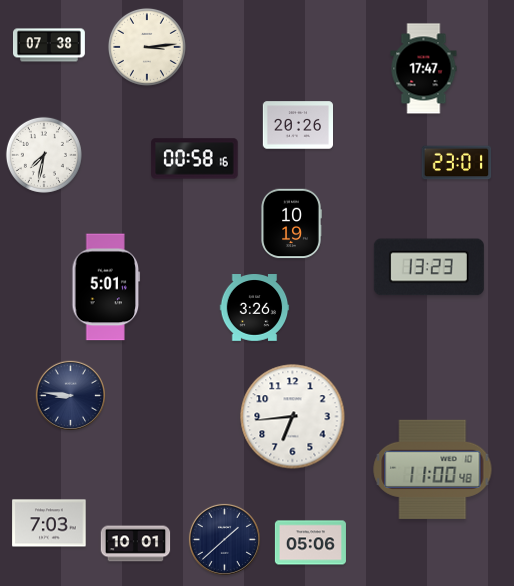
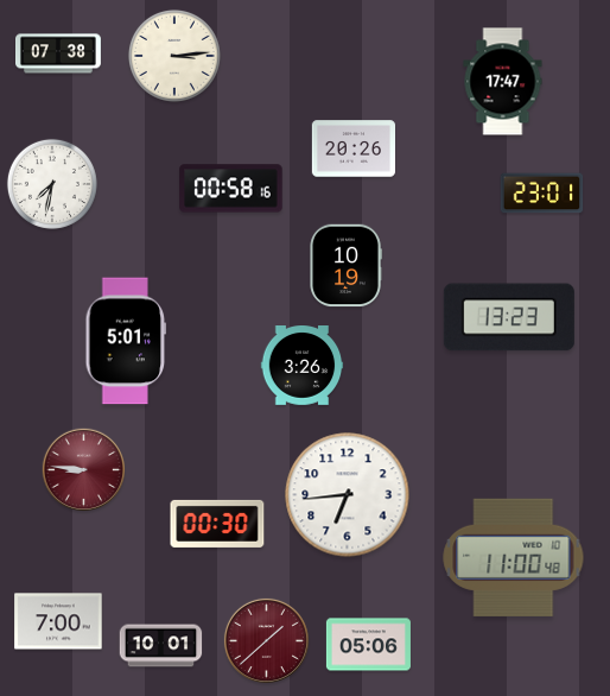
clock at (70, 395) dial: navy -> burgundy
clock at (217, 524): none -> 00:30
clock at (49, 523): 7:03 -> 7:00
clock at (224, 539) dial: navy -> burgundy
